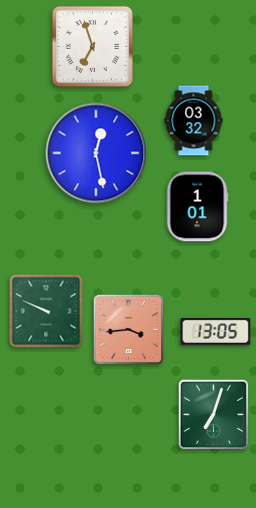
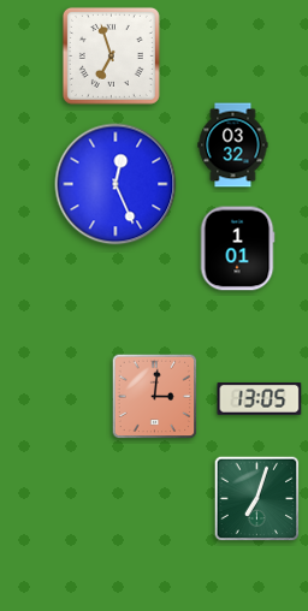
clock at (96, 153): 12:28 -> 12:26
clock at (46, 311): 9:49 -> none
clock at (129, 330): 3:44 -> 3:01
